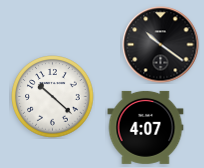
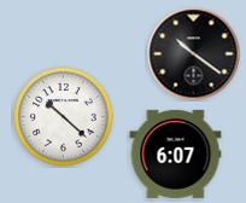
clock at (146, 127): 4:07 -> 6:07
